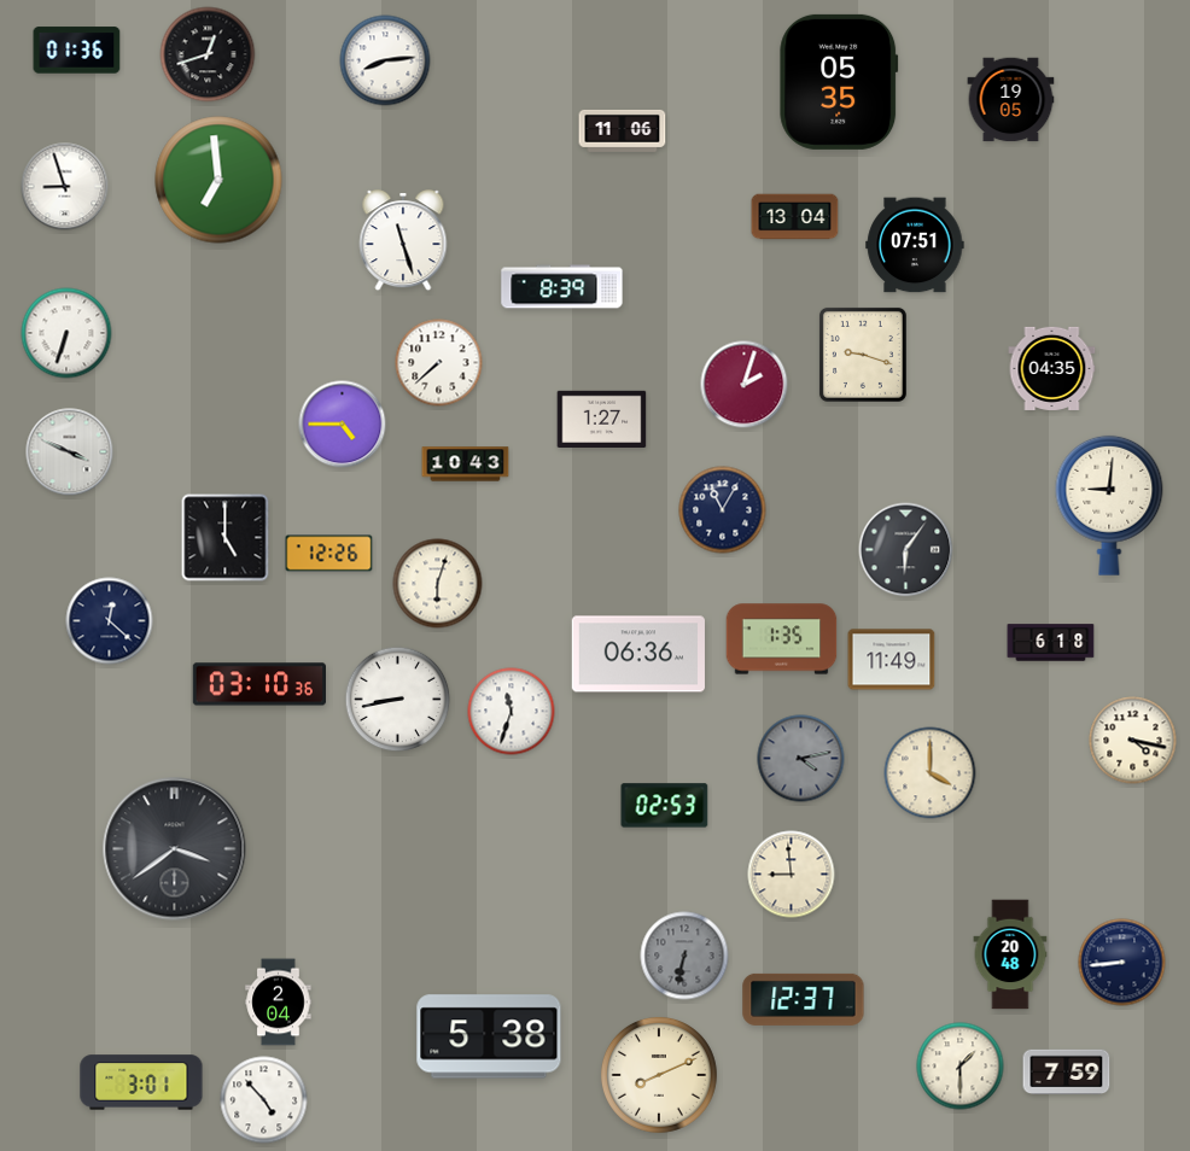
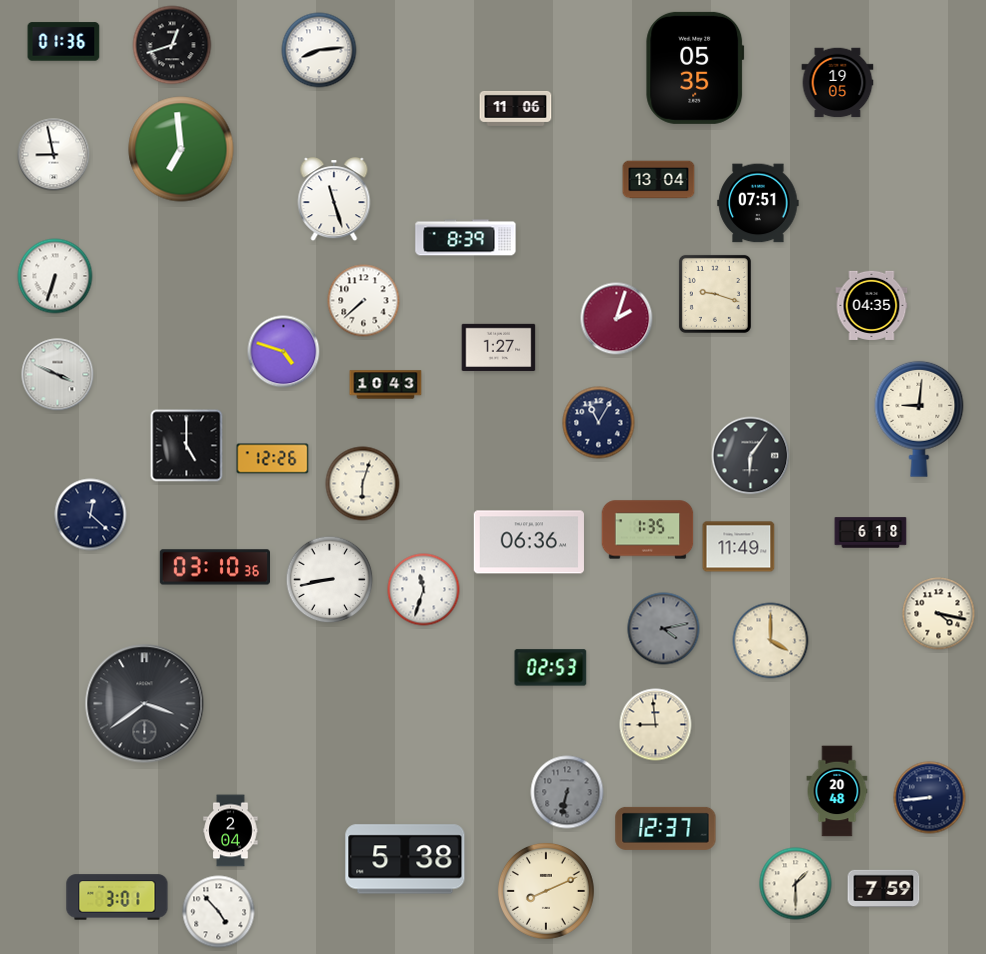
clock at (65, 187): 8:57 -> 8:58
clock at (343, 425): 4:45 -> 4:48
